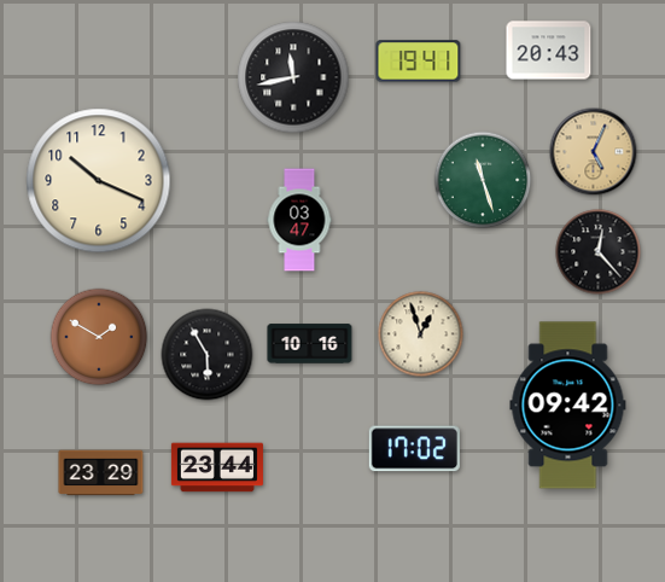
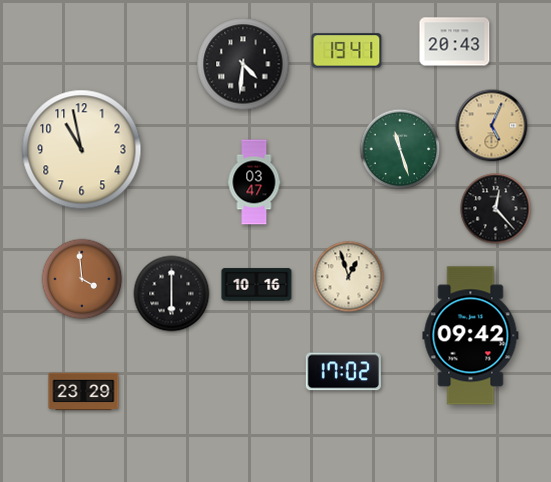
clock at (293, 77): 11:43 -> 4:31
clock at (99, 181): 10:19 -> 10:58
clock at (299, 220) position: (299, 220) -> (254, 182)
clock at (99, 337): 1:50 -> 3:59
clock at (208, 355): 5:55 -> 6:00
clock at (217, 467): 23:44 -> none
